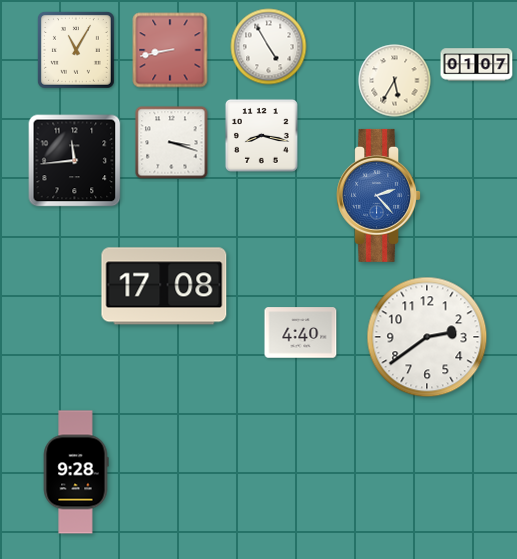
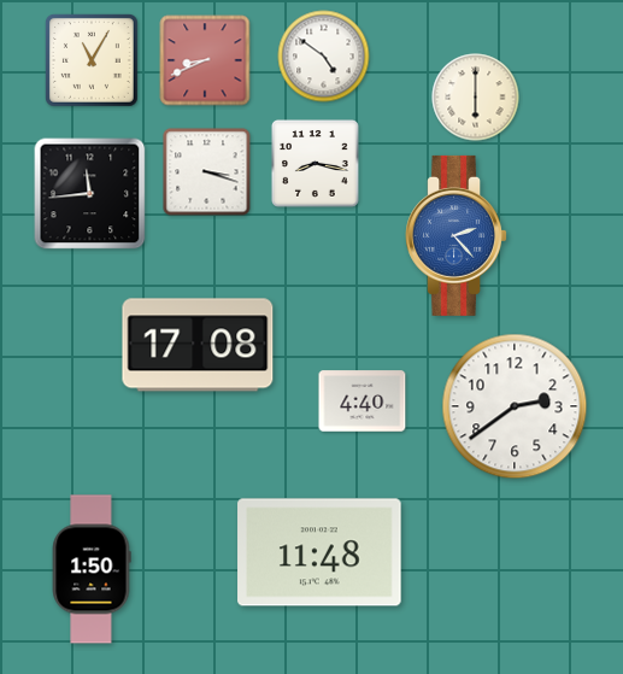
clock at (269, 47): 4:55 -> 4:51
clock at (170, 50): 8:43 -> 8:41
clock at (477, 65): 01:07 -> none
clock at (395, 81): 5:35 -> 6:00
clock at (319, 552): none -> 11:48
clock at (76, 472): 9:28 -> 1:50
